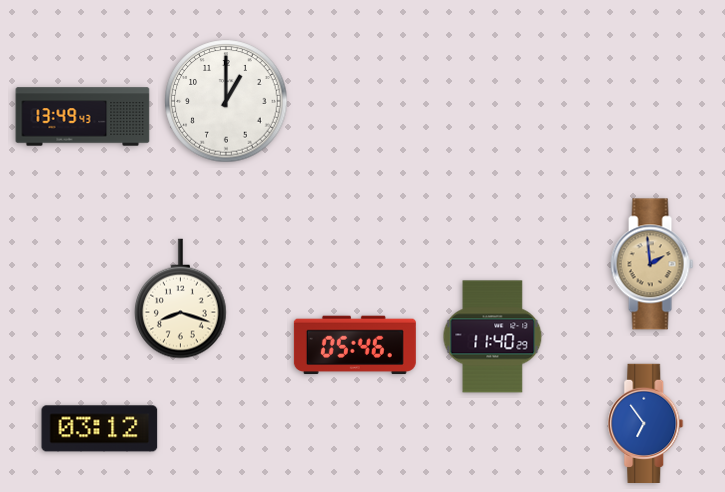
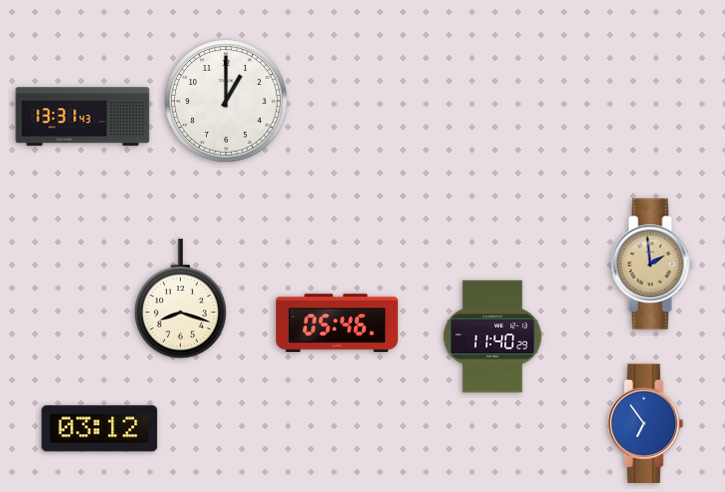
clock at (83, 117): 13:49 -> 13:31
clock at (355, 345) position: (355, 345) -> (337, 323)
